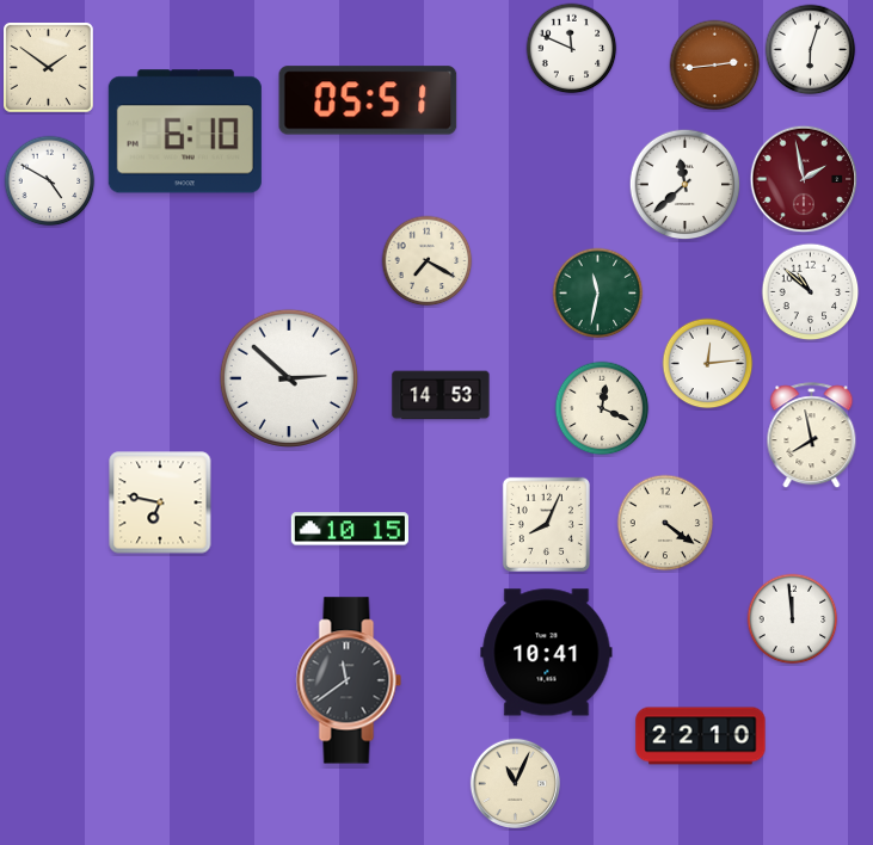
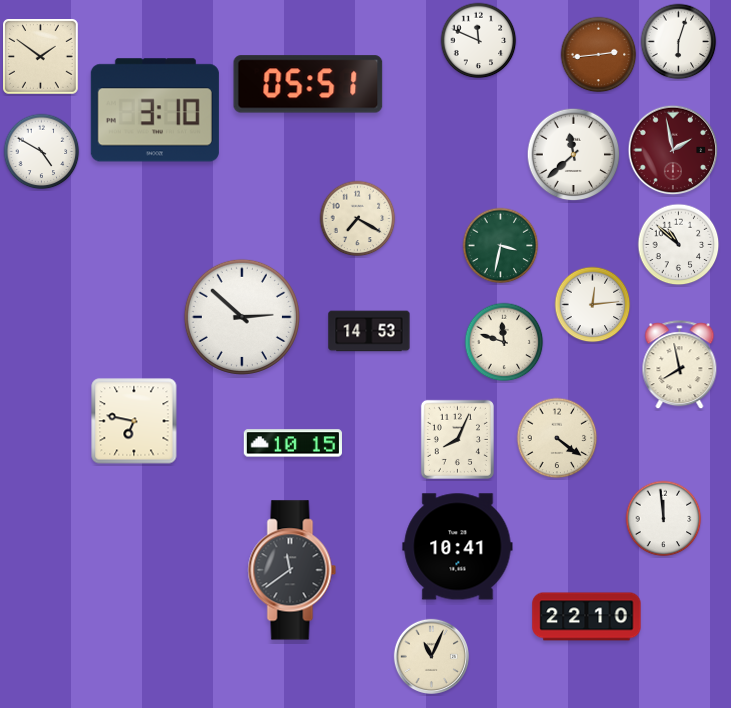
clock at (185, 131): 6:10 -> 3:10
clock at (598, 294): 11:32 -> 3:32
clock at (602, 408): 12:19 -> 11:48
